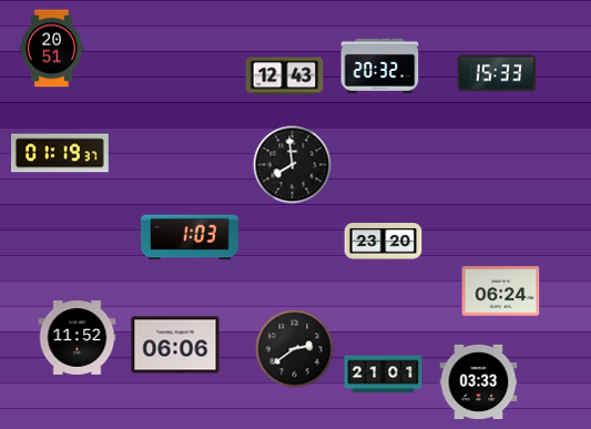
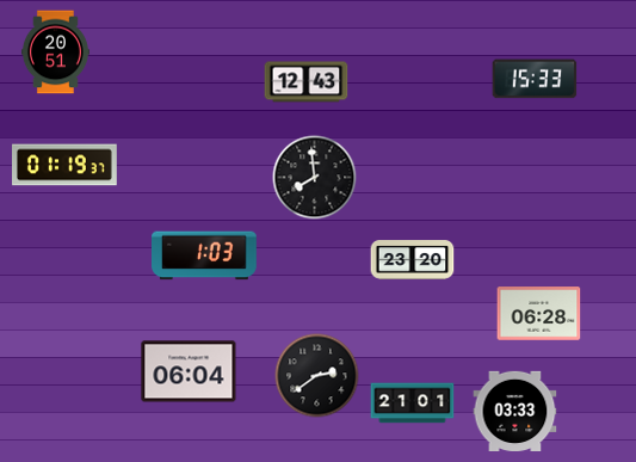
clock at (380, 65): 20:32 -> none
clock at (501, 292): 06:24 -> 06:28
clock at (78, 338): 11:52 -> none
clock at (175, 345): 06:06 -> 06:04
